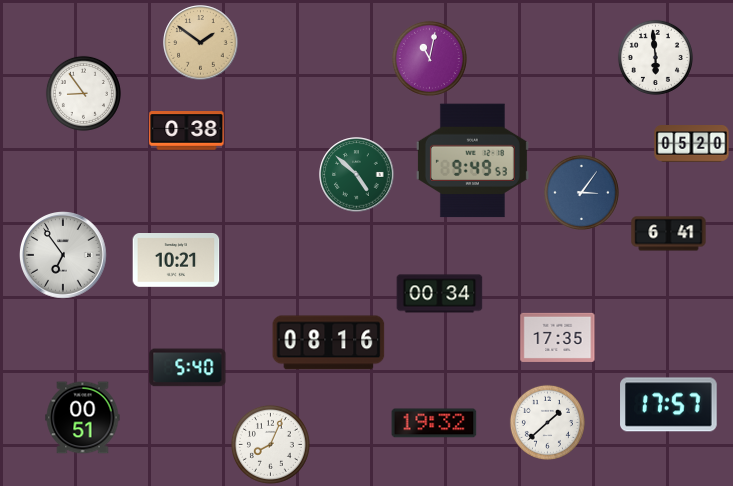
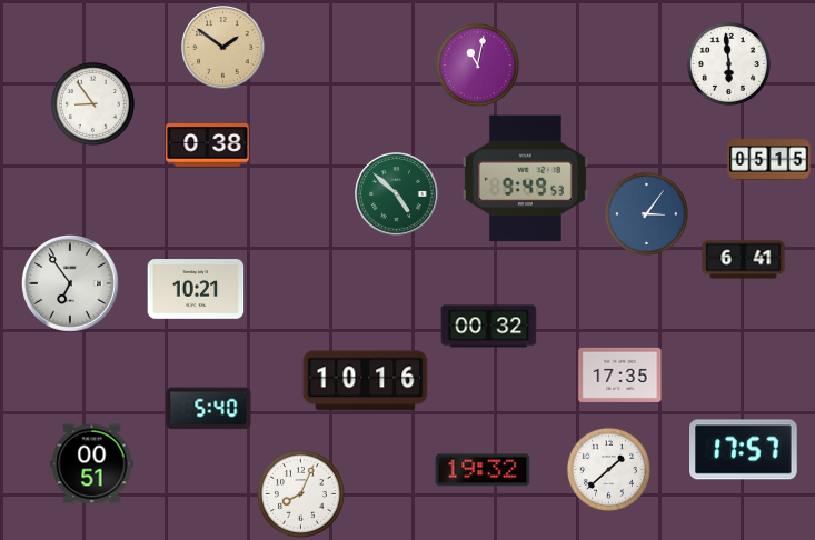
clock at (692, 144): 05:20 -> 05:15
clock at (440, 294): 00:34 -> 00:32
clock at (329, 343): 08:16 -> 10:16
